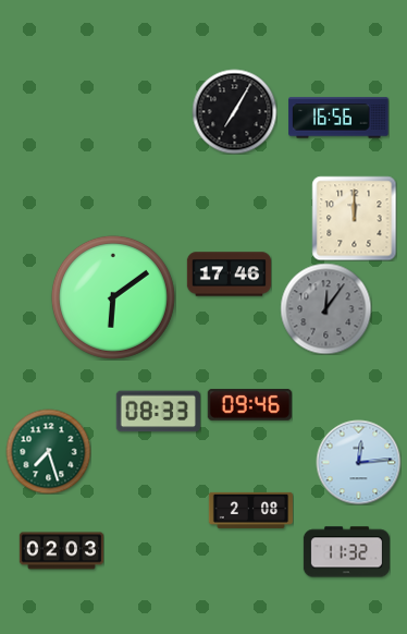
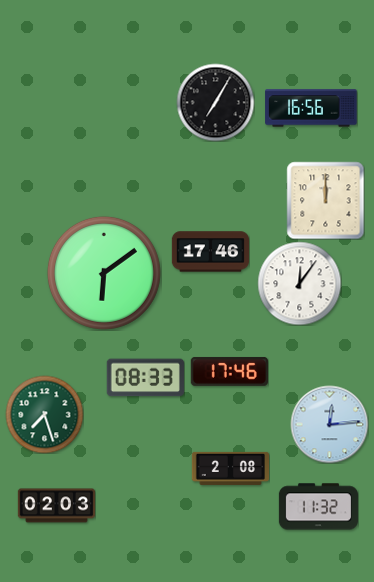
clock at (325, 308) dial: grey -> white
clock at (249, 404): 09:46 -> 17:46
